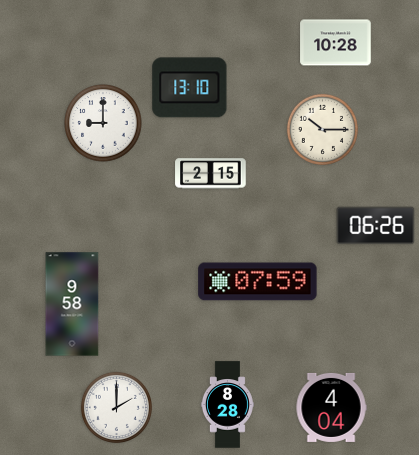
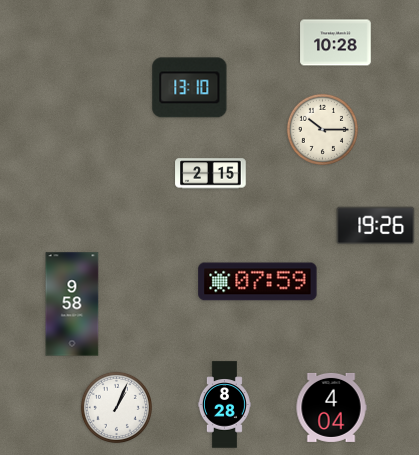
clock at (103, 123): 9:00 -> none
clock at (376, 226): 06:26 -> 19:26
clock at (227, 405) position: (227, 405) -> (224, 405)
clock at (116, 407): 2:00 -> 1:04
